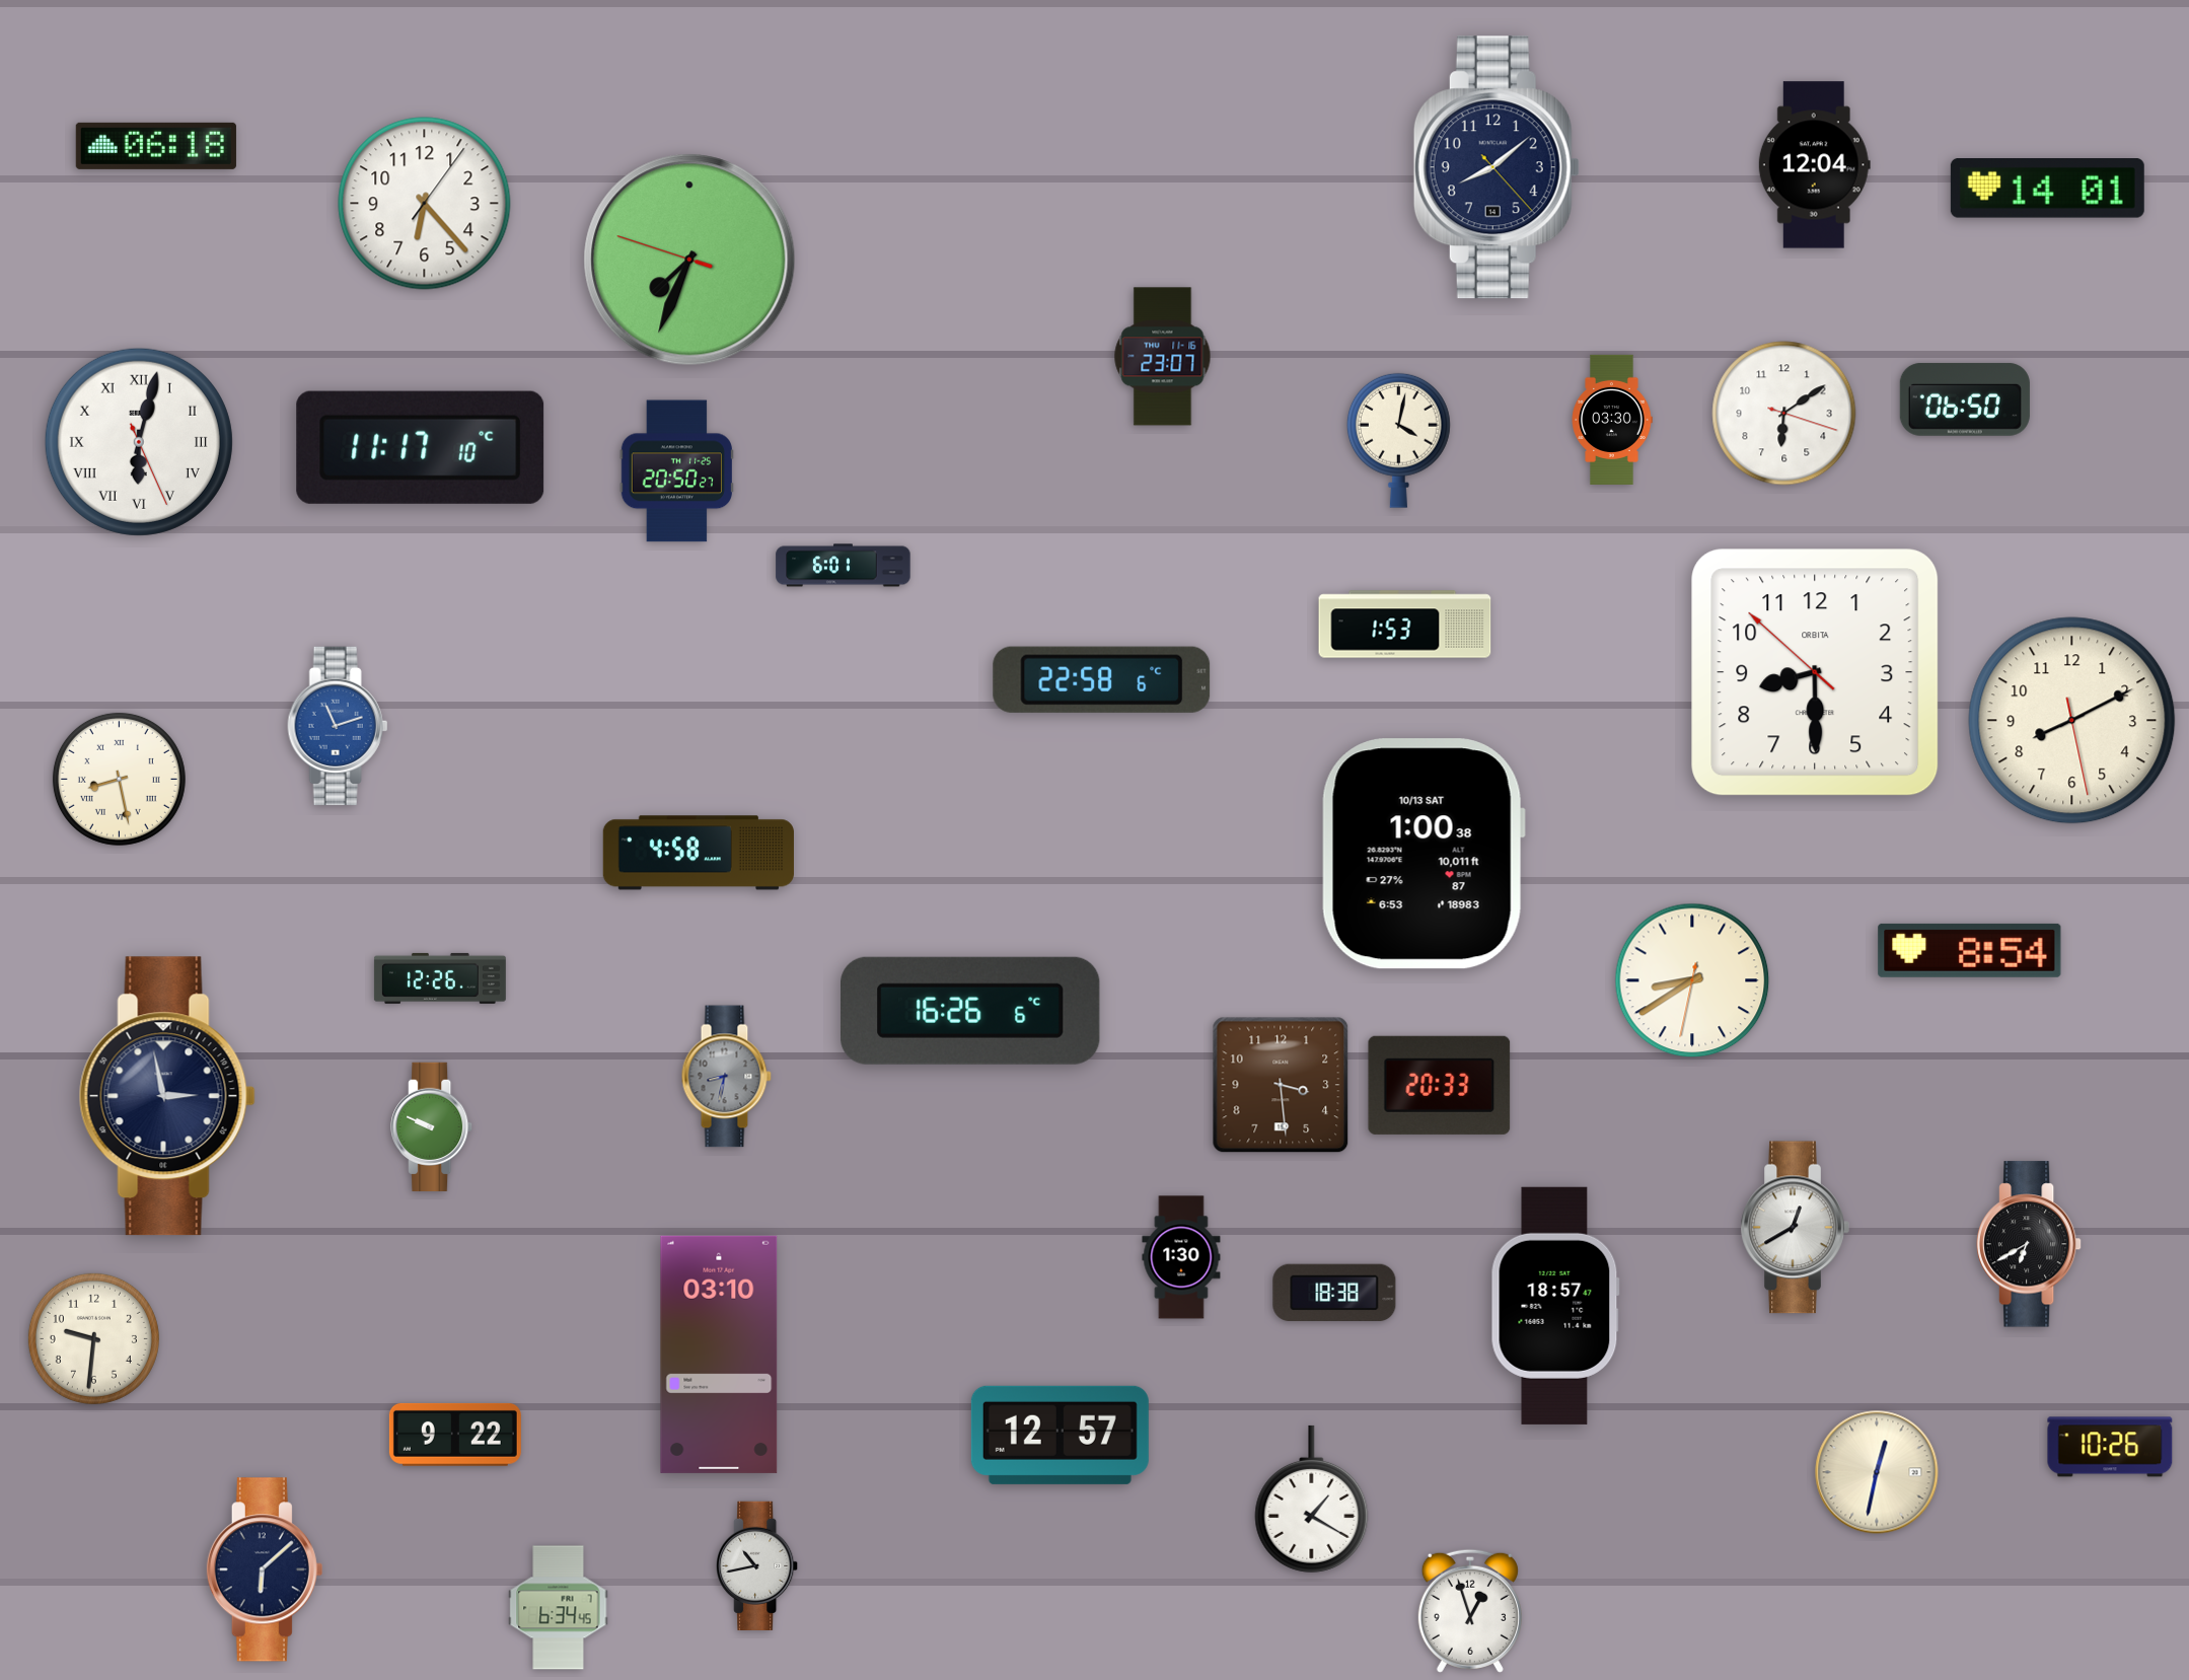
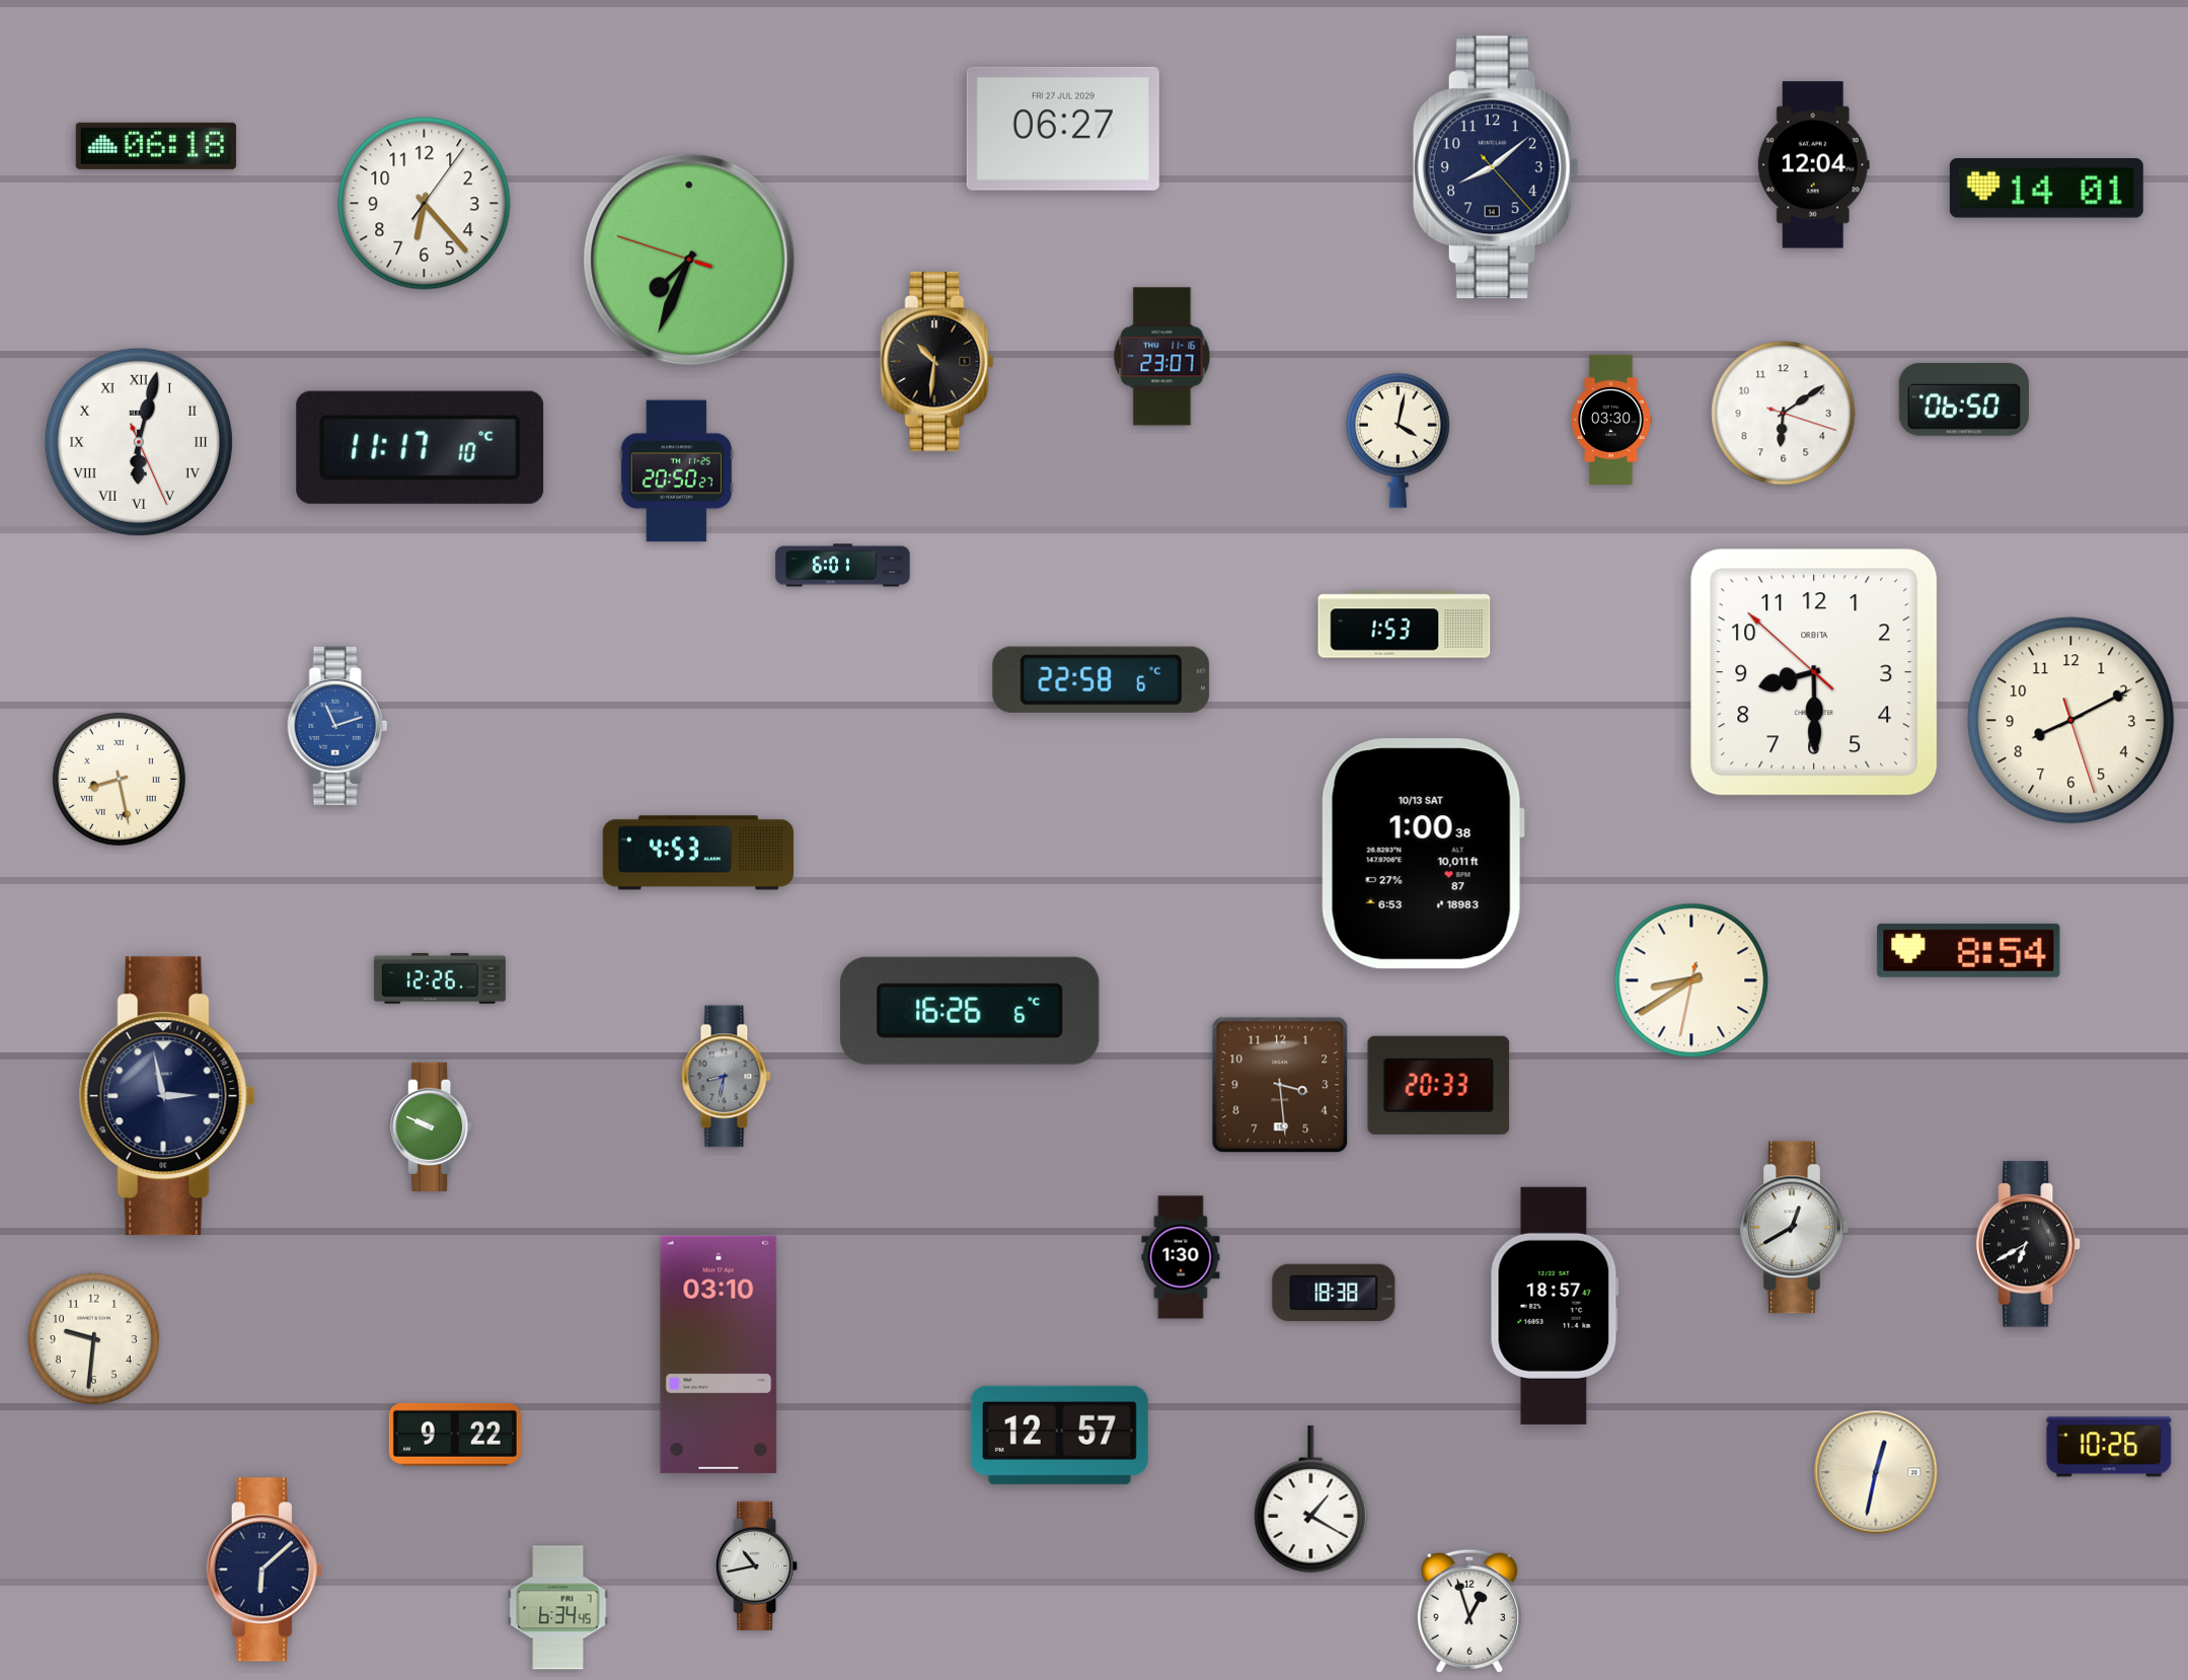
clock at (1063, 129): none -> 06:27
clock at (937, 361): none -> 10:31
clock at (2072, 721): 8:10:28 -> 8:10:27
clock at (699, 853): 4:58 -> 4:53
